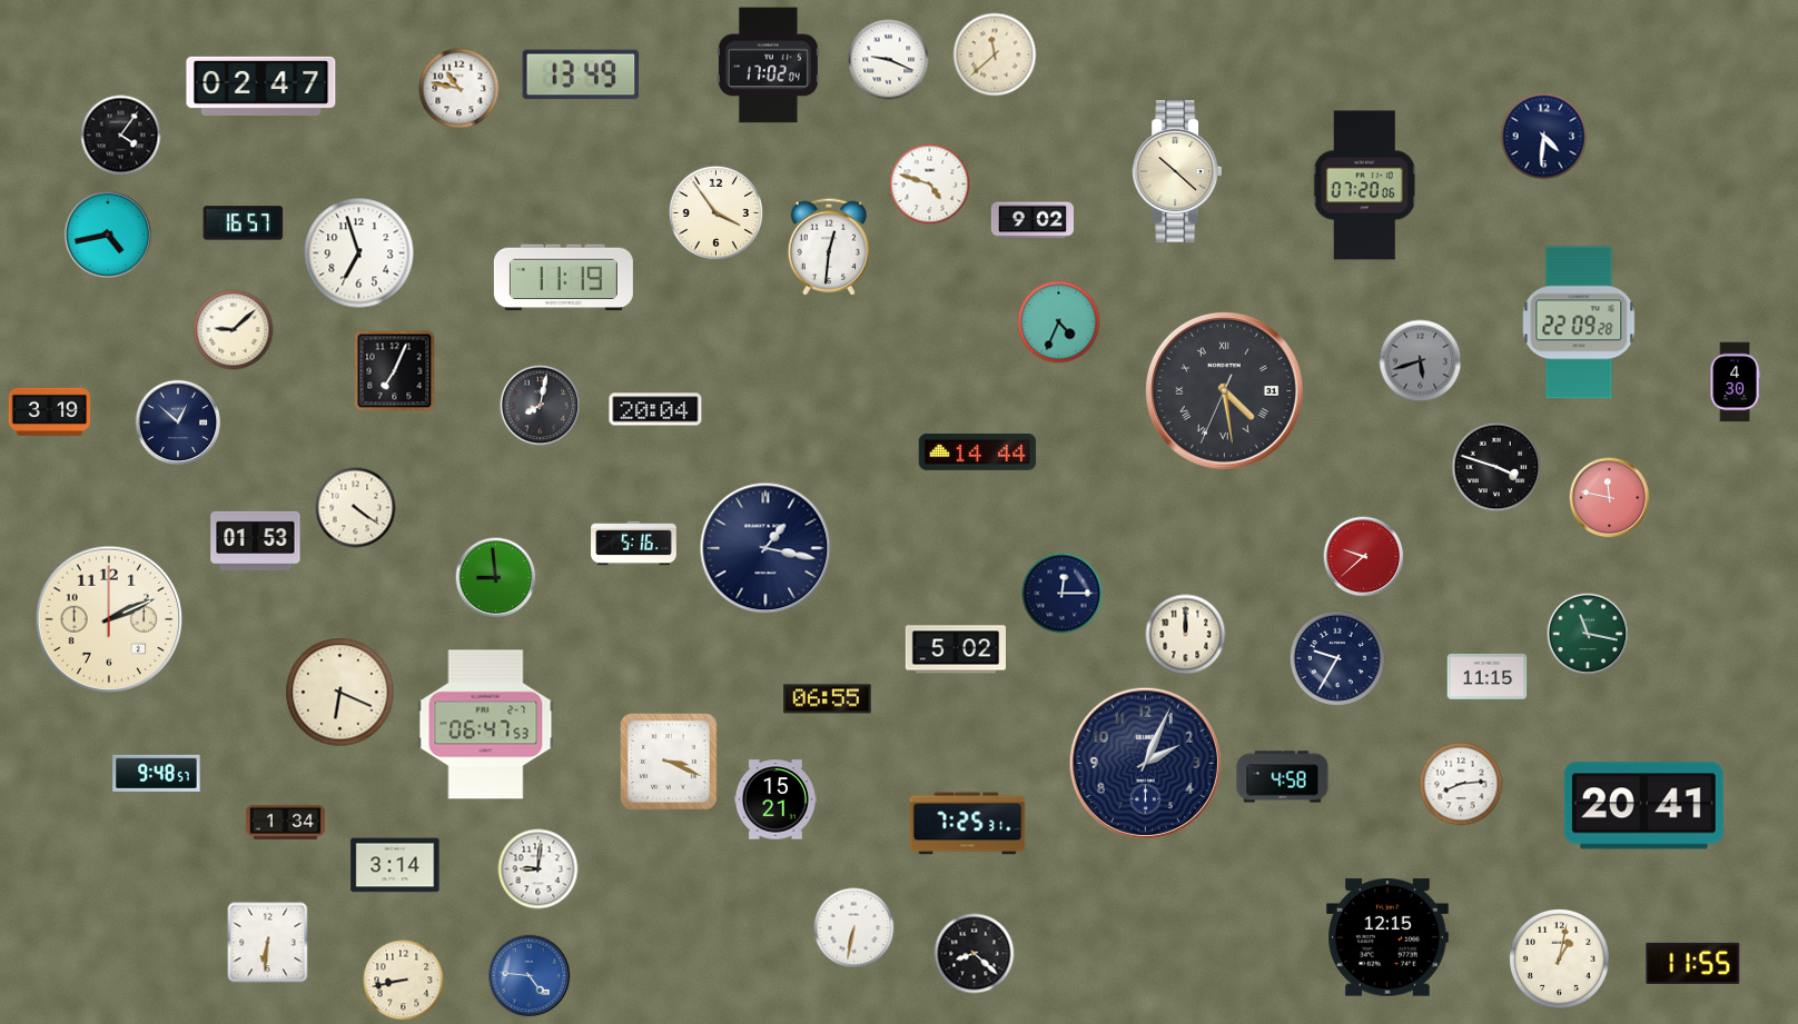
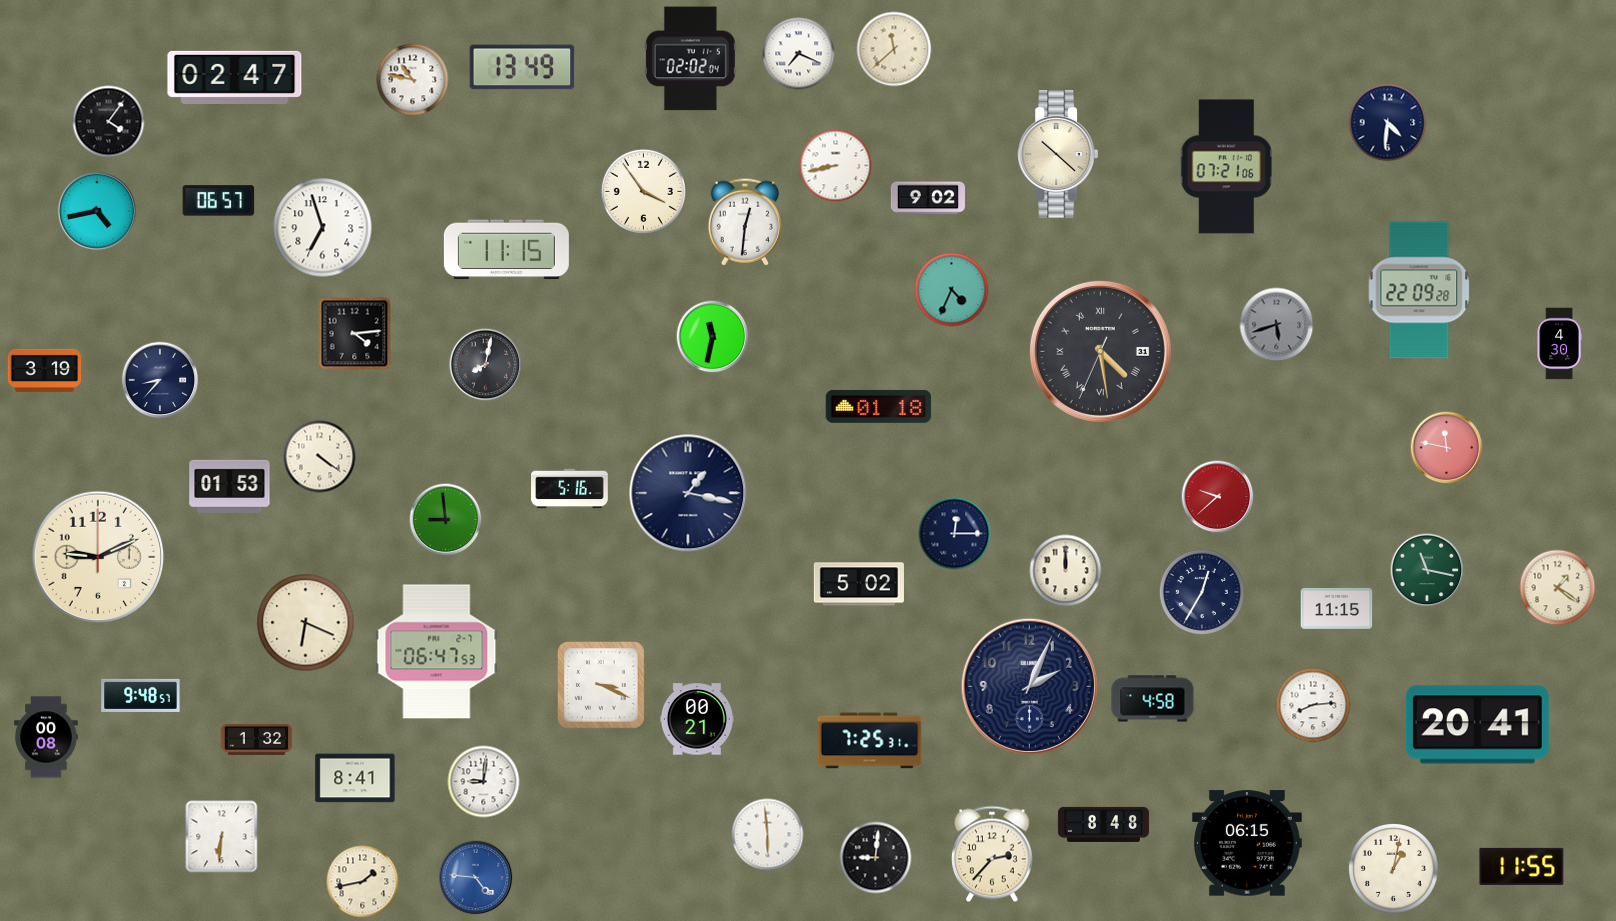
clock at (889, 60): 9:19 -> 7:19
clock at (768, 66): 17:02 -> 02:02
clock at (930, 185): 4:48 -> 8:43
clock at (1364, 186): 07:20 -> 07:21
clock at (244, 223): 16:57 -> 06:57
clock at (563, 278): 11:19 -> 11:15
clock at (234, 330): 9:08 -> none
clock at (395, 371): 7:04 -> 4:14
clock at (713, 337): none -> 11:32
clock at (655, 409): 20:04 -> none
clock at (178, 422): 12:52 -> 8:37
clock at (978, 451): 14:44 -> 01:18
clock at (1496, 467): 3:48 -> none
clock at (1364, 557) position: (1364, 557) -> (1218, 497)
clock at (109, 619): 2:11 -> 9:11
clock at (1558, 588): none -> 1:21
clock at (1337, 658): 9:35 -> 12:35
clock at (828, 699): 06:55 -> none
clock at (775, 799): 15:21 -> 00:21
clock at (46, 737): none -> 00:08
clock at (286, 822): 1:34 -> 1:32
clock at (395, 865): 3:14 -> 8:41
clock at (1103, 824): none -> 8:48
clock at (854, 928): 6:32 -> 5:59
clock at (1387, 937): 12:15 -> 06:15
clock at (268, 943) position: (268, 943) -> (222, 837)
clock at (993, 854): none -> 2:37
clock at (975, 954): 8:22 -> 9:01
clock at (1560, 960) position: (1560, 960) -> (1394, 869)
clock at (404, 981): 8:43 -> 1:43
